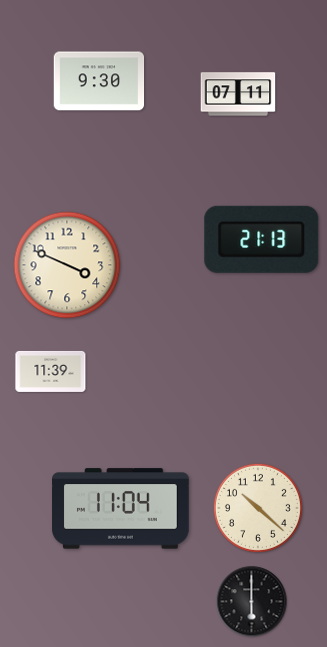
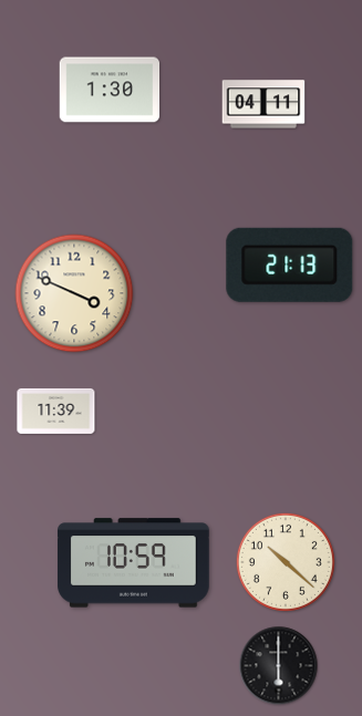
clock at (99, 81): 9:30 -> 1:30
clock at (238, 94): 07:11 -> 04:11
clock at (121, 509): 11:04 -> 10:59
